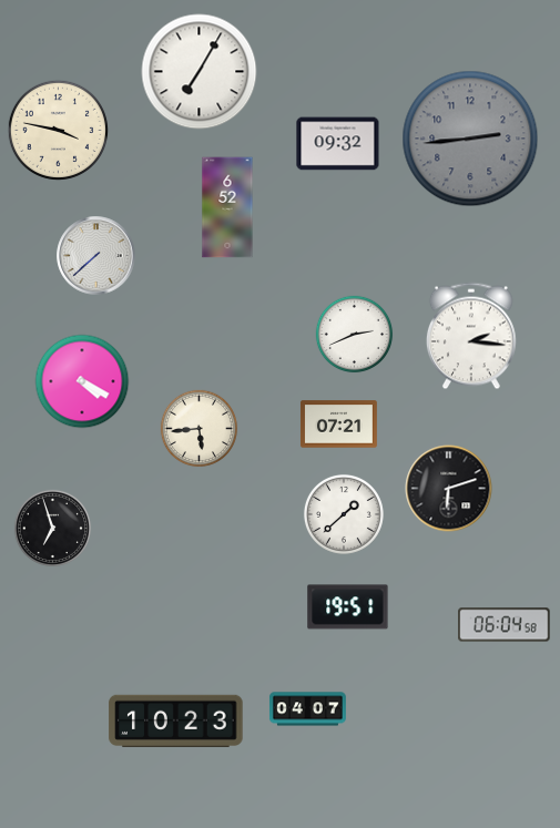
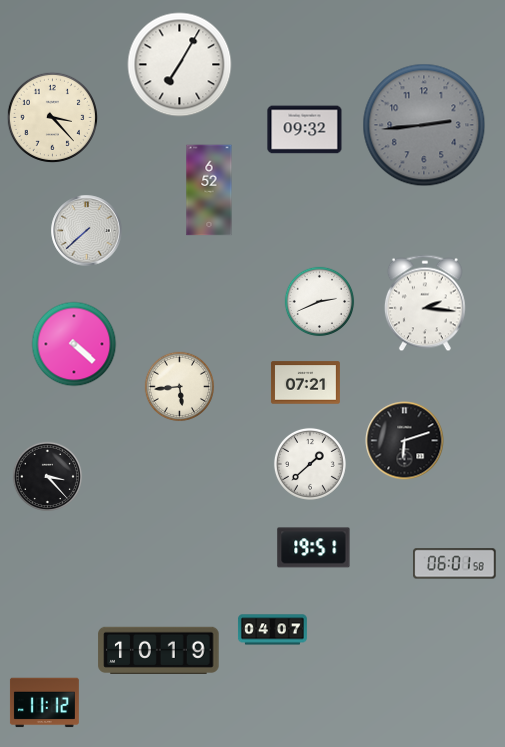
clock at (58, 130): 3:47 -> 3:23
clock at (227, 207) position: (227, 207) -> (209, 190)
clock at (82, 381): 4:20 -> 4:22
clock at (53, 529): 6:57 -> 3:23
clock at (505, 625): 06:04 -> 06:01
clock at (307, 709) position: (307, 709) -> (272, 630)
clock at (176, 720): 10:23 -> 10:19
clock at (44, 703): none -> 11:12
